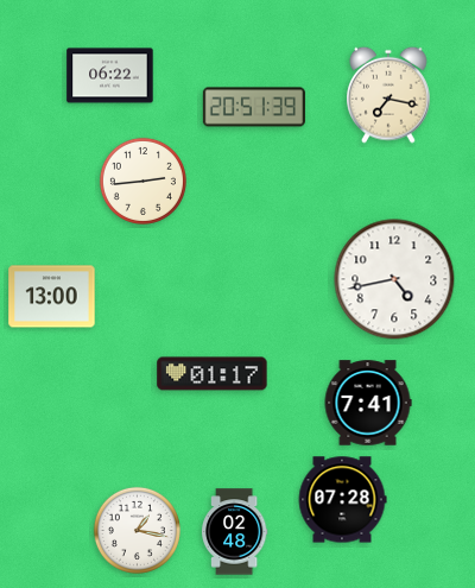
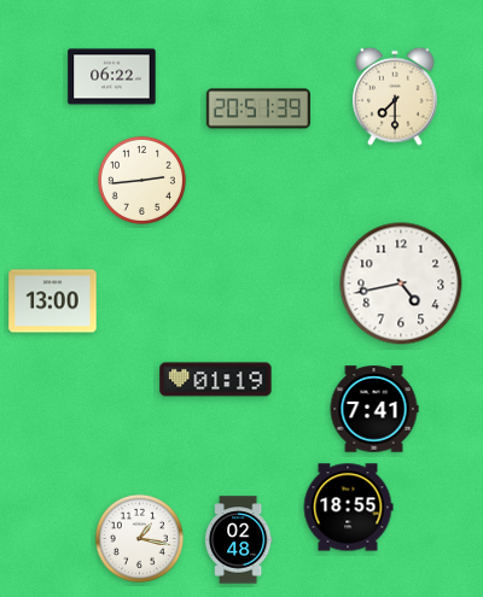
clock at (388, 95): 7:17 -> 7:30
clock at (142, 181) position: (142, 181) -> (141, 180)
clock at (213, 374): 01:17 -> 01:19
clock at (342, 500): 07:28 -> 18:55
